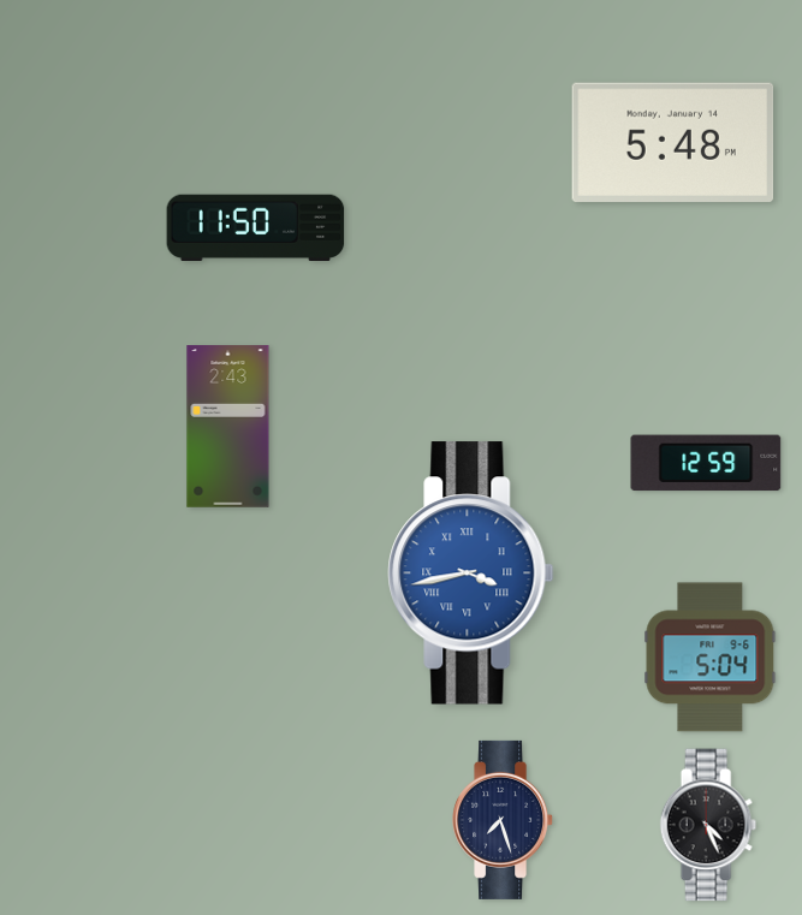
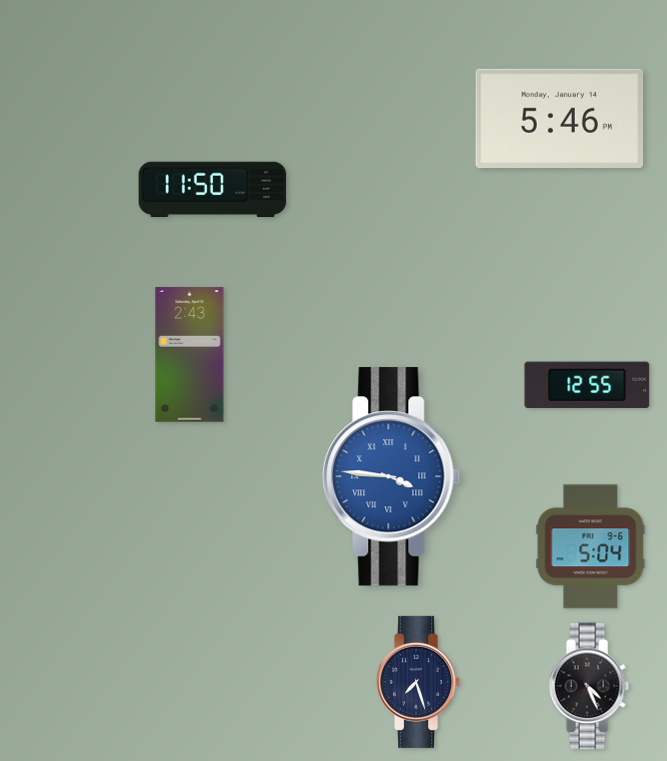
clock at (673, 142): 5:48 -> 5:46
clock at (706, 463): 12:59 -> 12:55
clock at (471, 574): 3:43 -> 3:46
